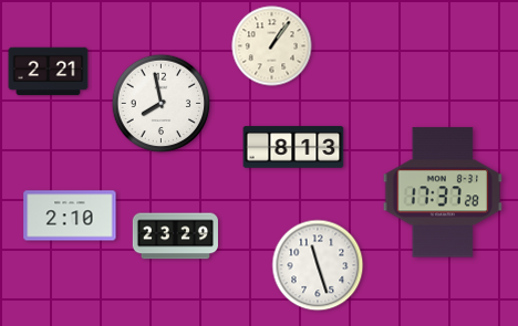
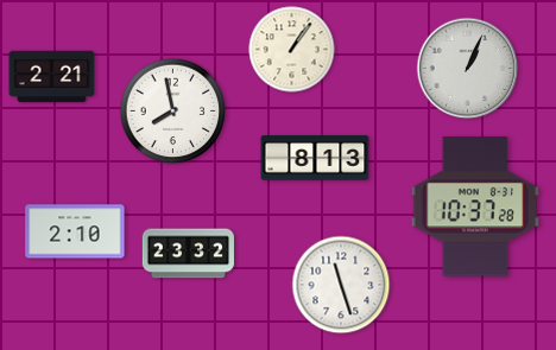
clock at (468, 69): none -> 1:04
clock at (442, 192): 17:37 -> 10:37
clock at (175, 236): 23:29 -> 23:32
